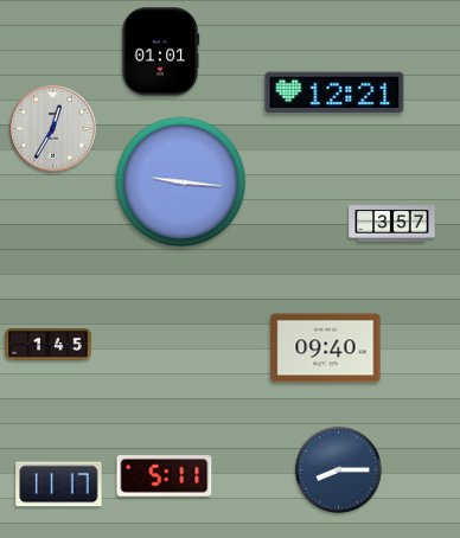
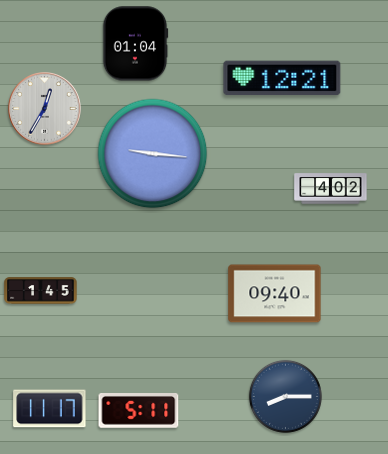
clock at (160, 52): 01:01 -> 01:04
clock at (392, 224): 3:57 -> 4:02
clock at (165, 476) position: (165, 476) -> (139, 411)
